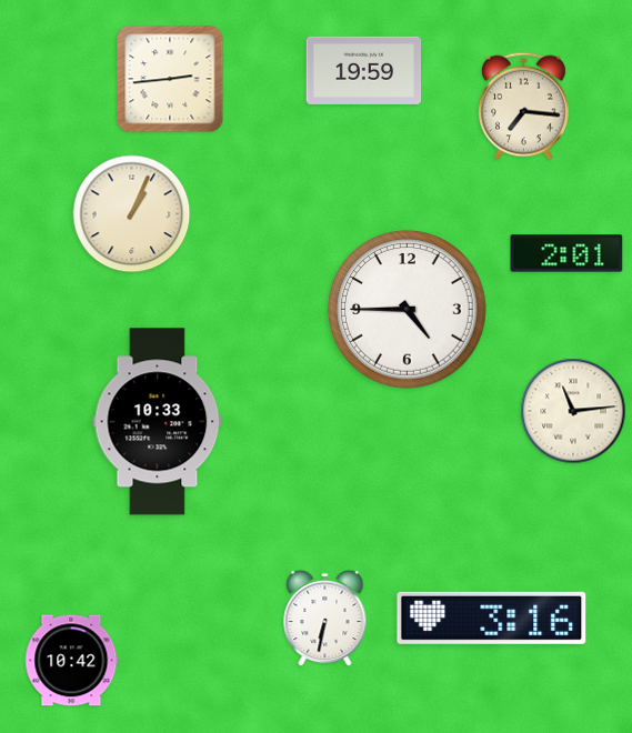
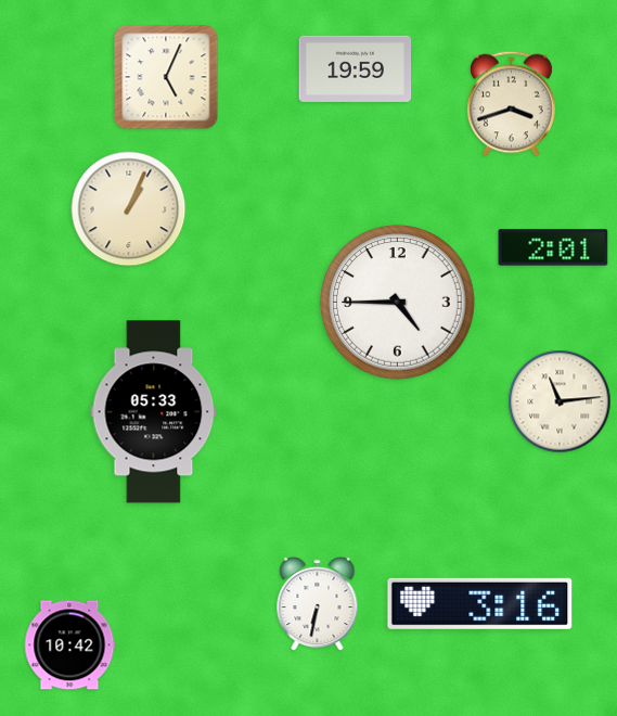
clock at (170, 79): 2:44 -> 5:04
clock at (524, 107): 7:16 -> 3:42
clock at (158, 422): 10:33 -> 05:33
